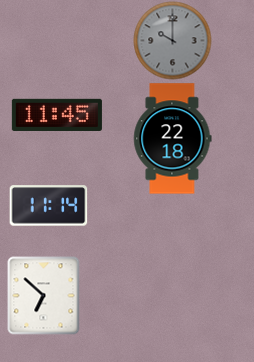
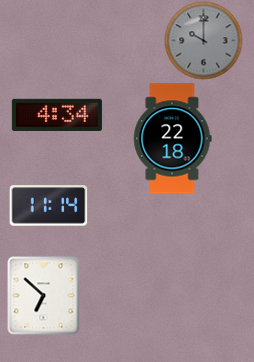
clock at (172, 40) position: (172, 40) -> (203, 40)
clock at (57, 115): 11:45 -> 4:34
